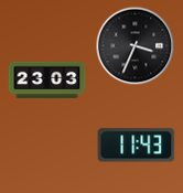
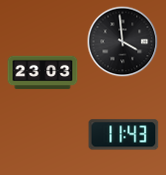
clock at (136, 46): 3:34 -> 3:59
clock at (137, 146) position: (137, 146) -> (124, 135)
